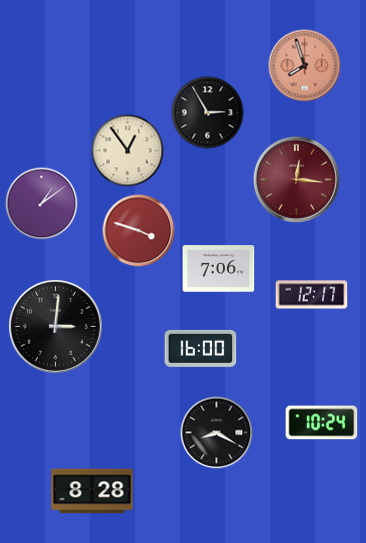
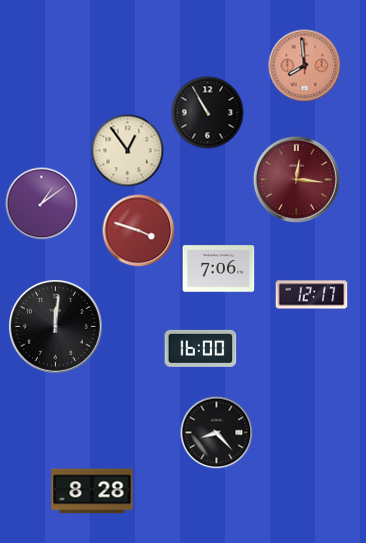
clock at (305, 66): 7:57 -> 7:59
clock at (208, 113): 2:55 -> 10:55
clock at (56, 327): 3:01 -> 12:01
clock at (322, 423): 10:24 -> none
clock at (217, 433): 8:20 -> 8:23
